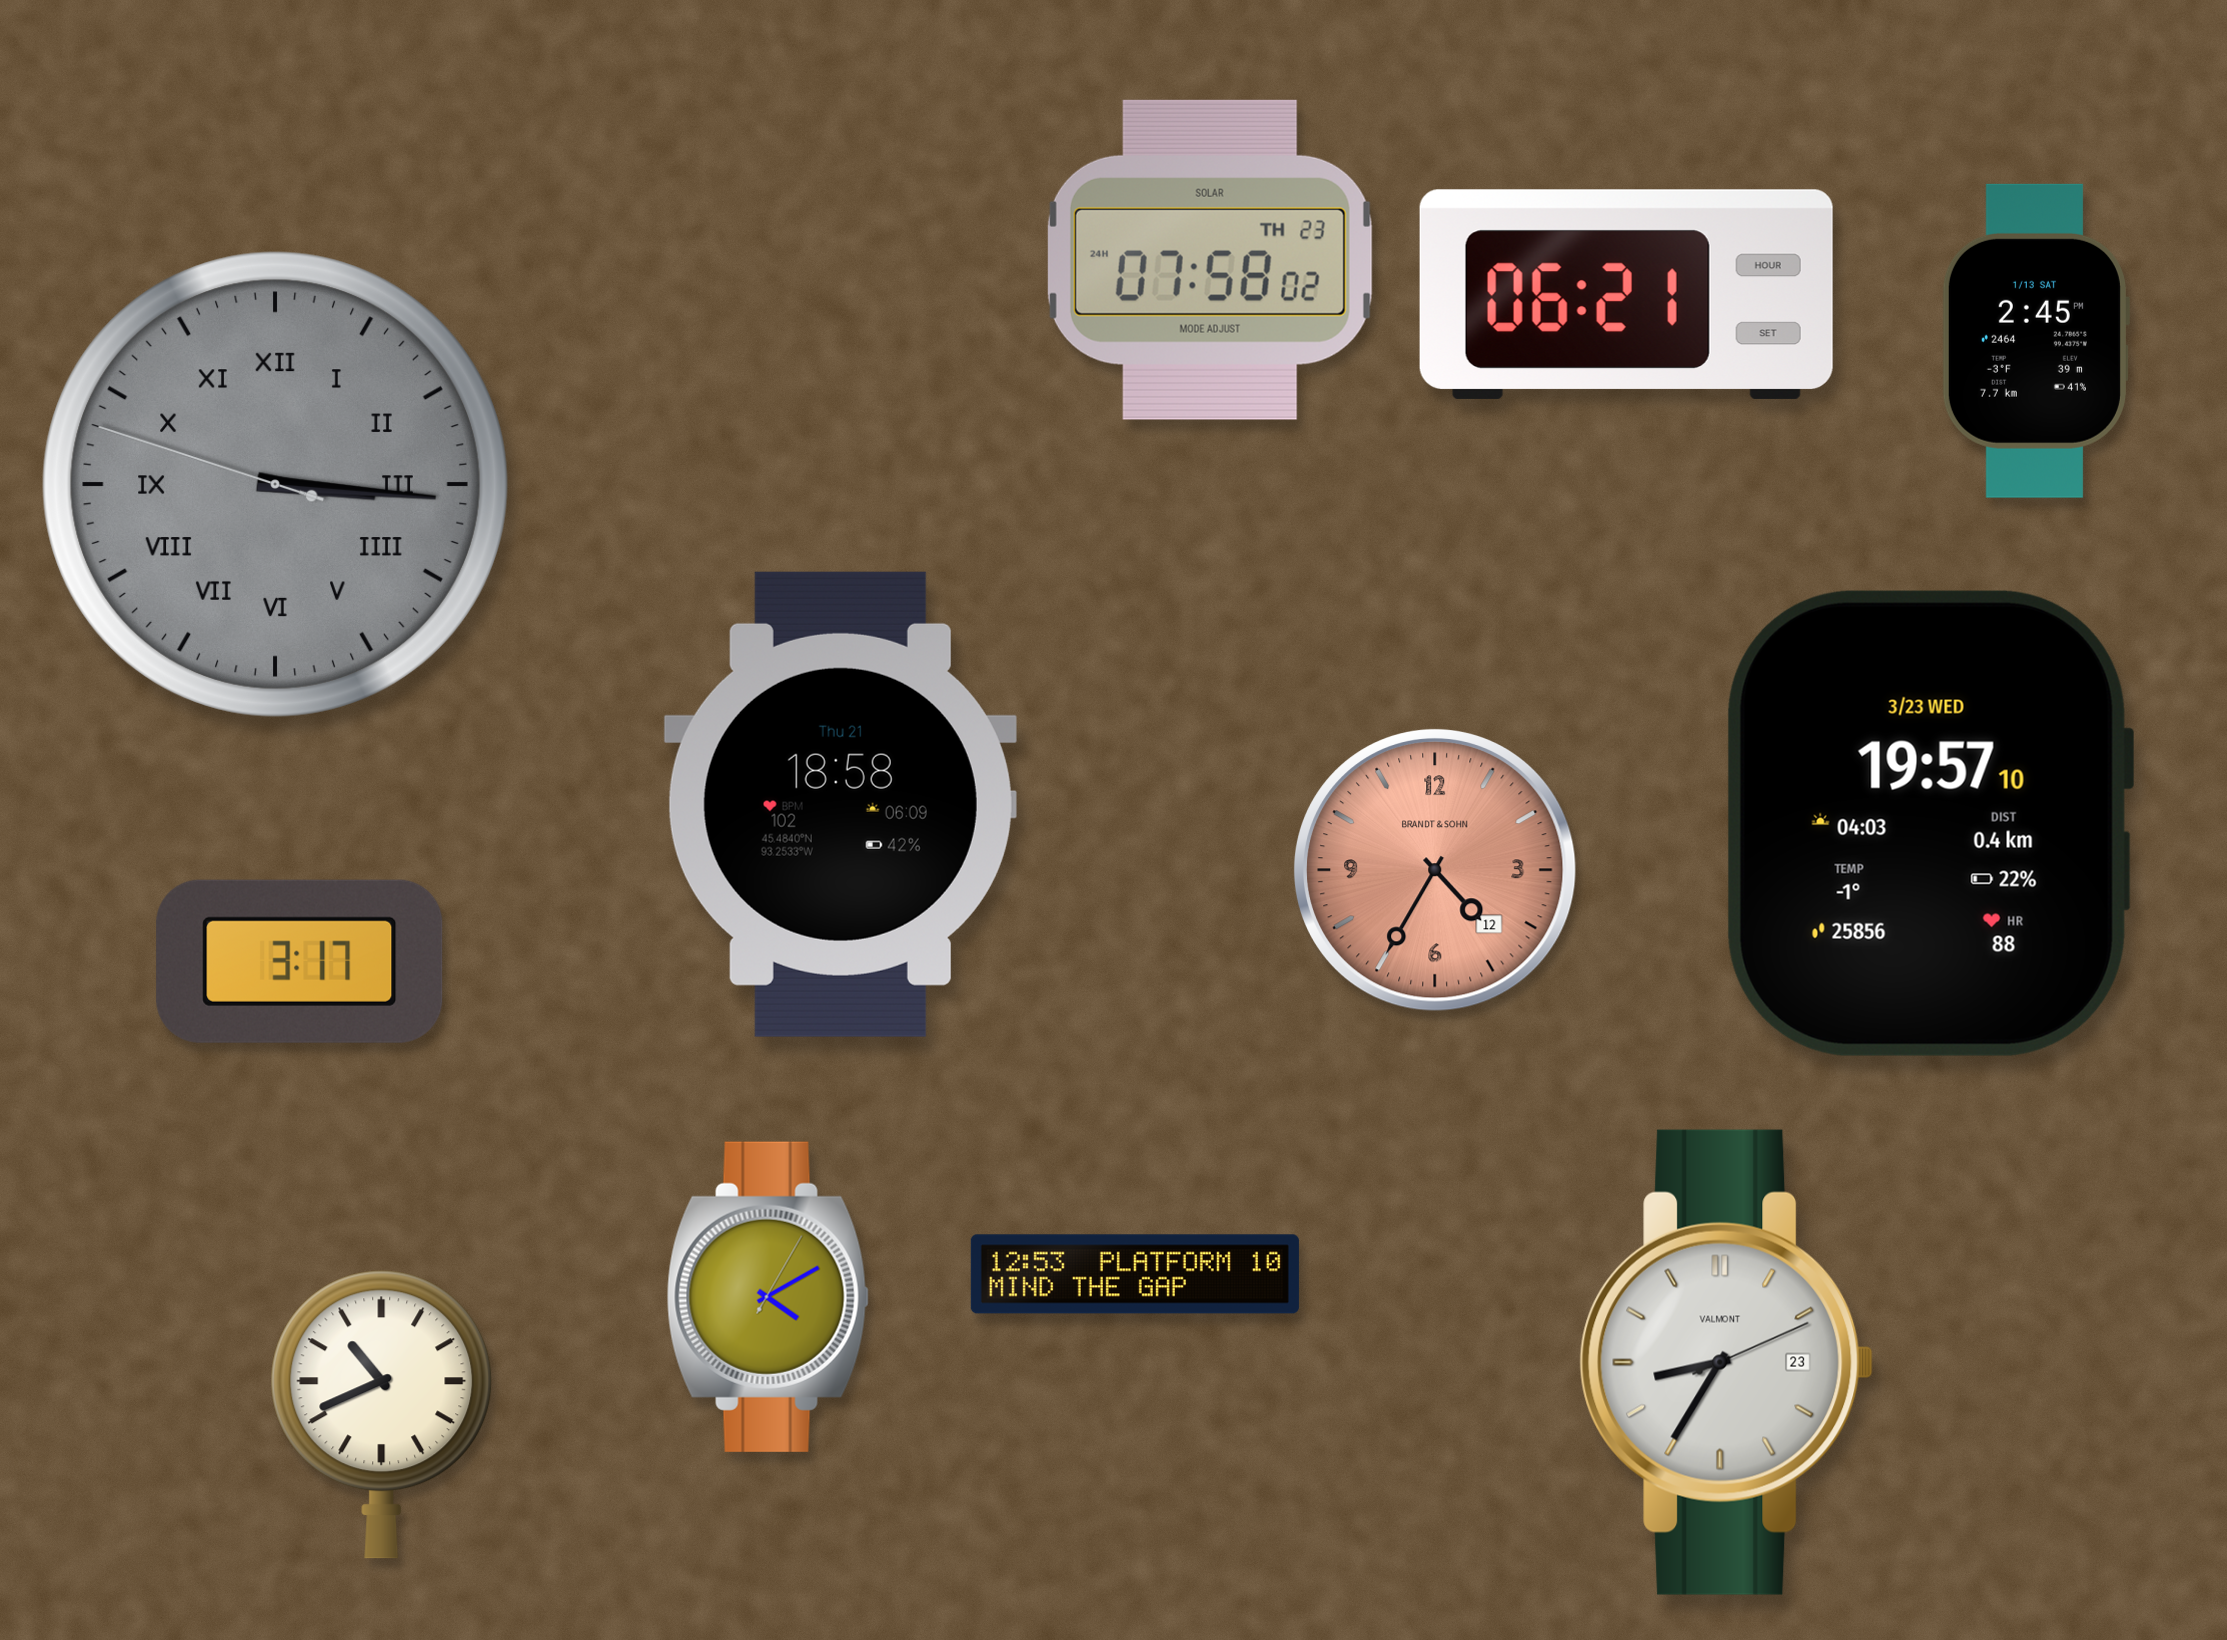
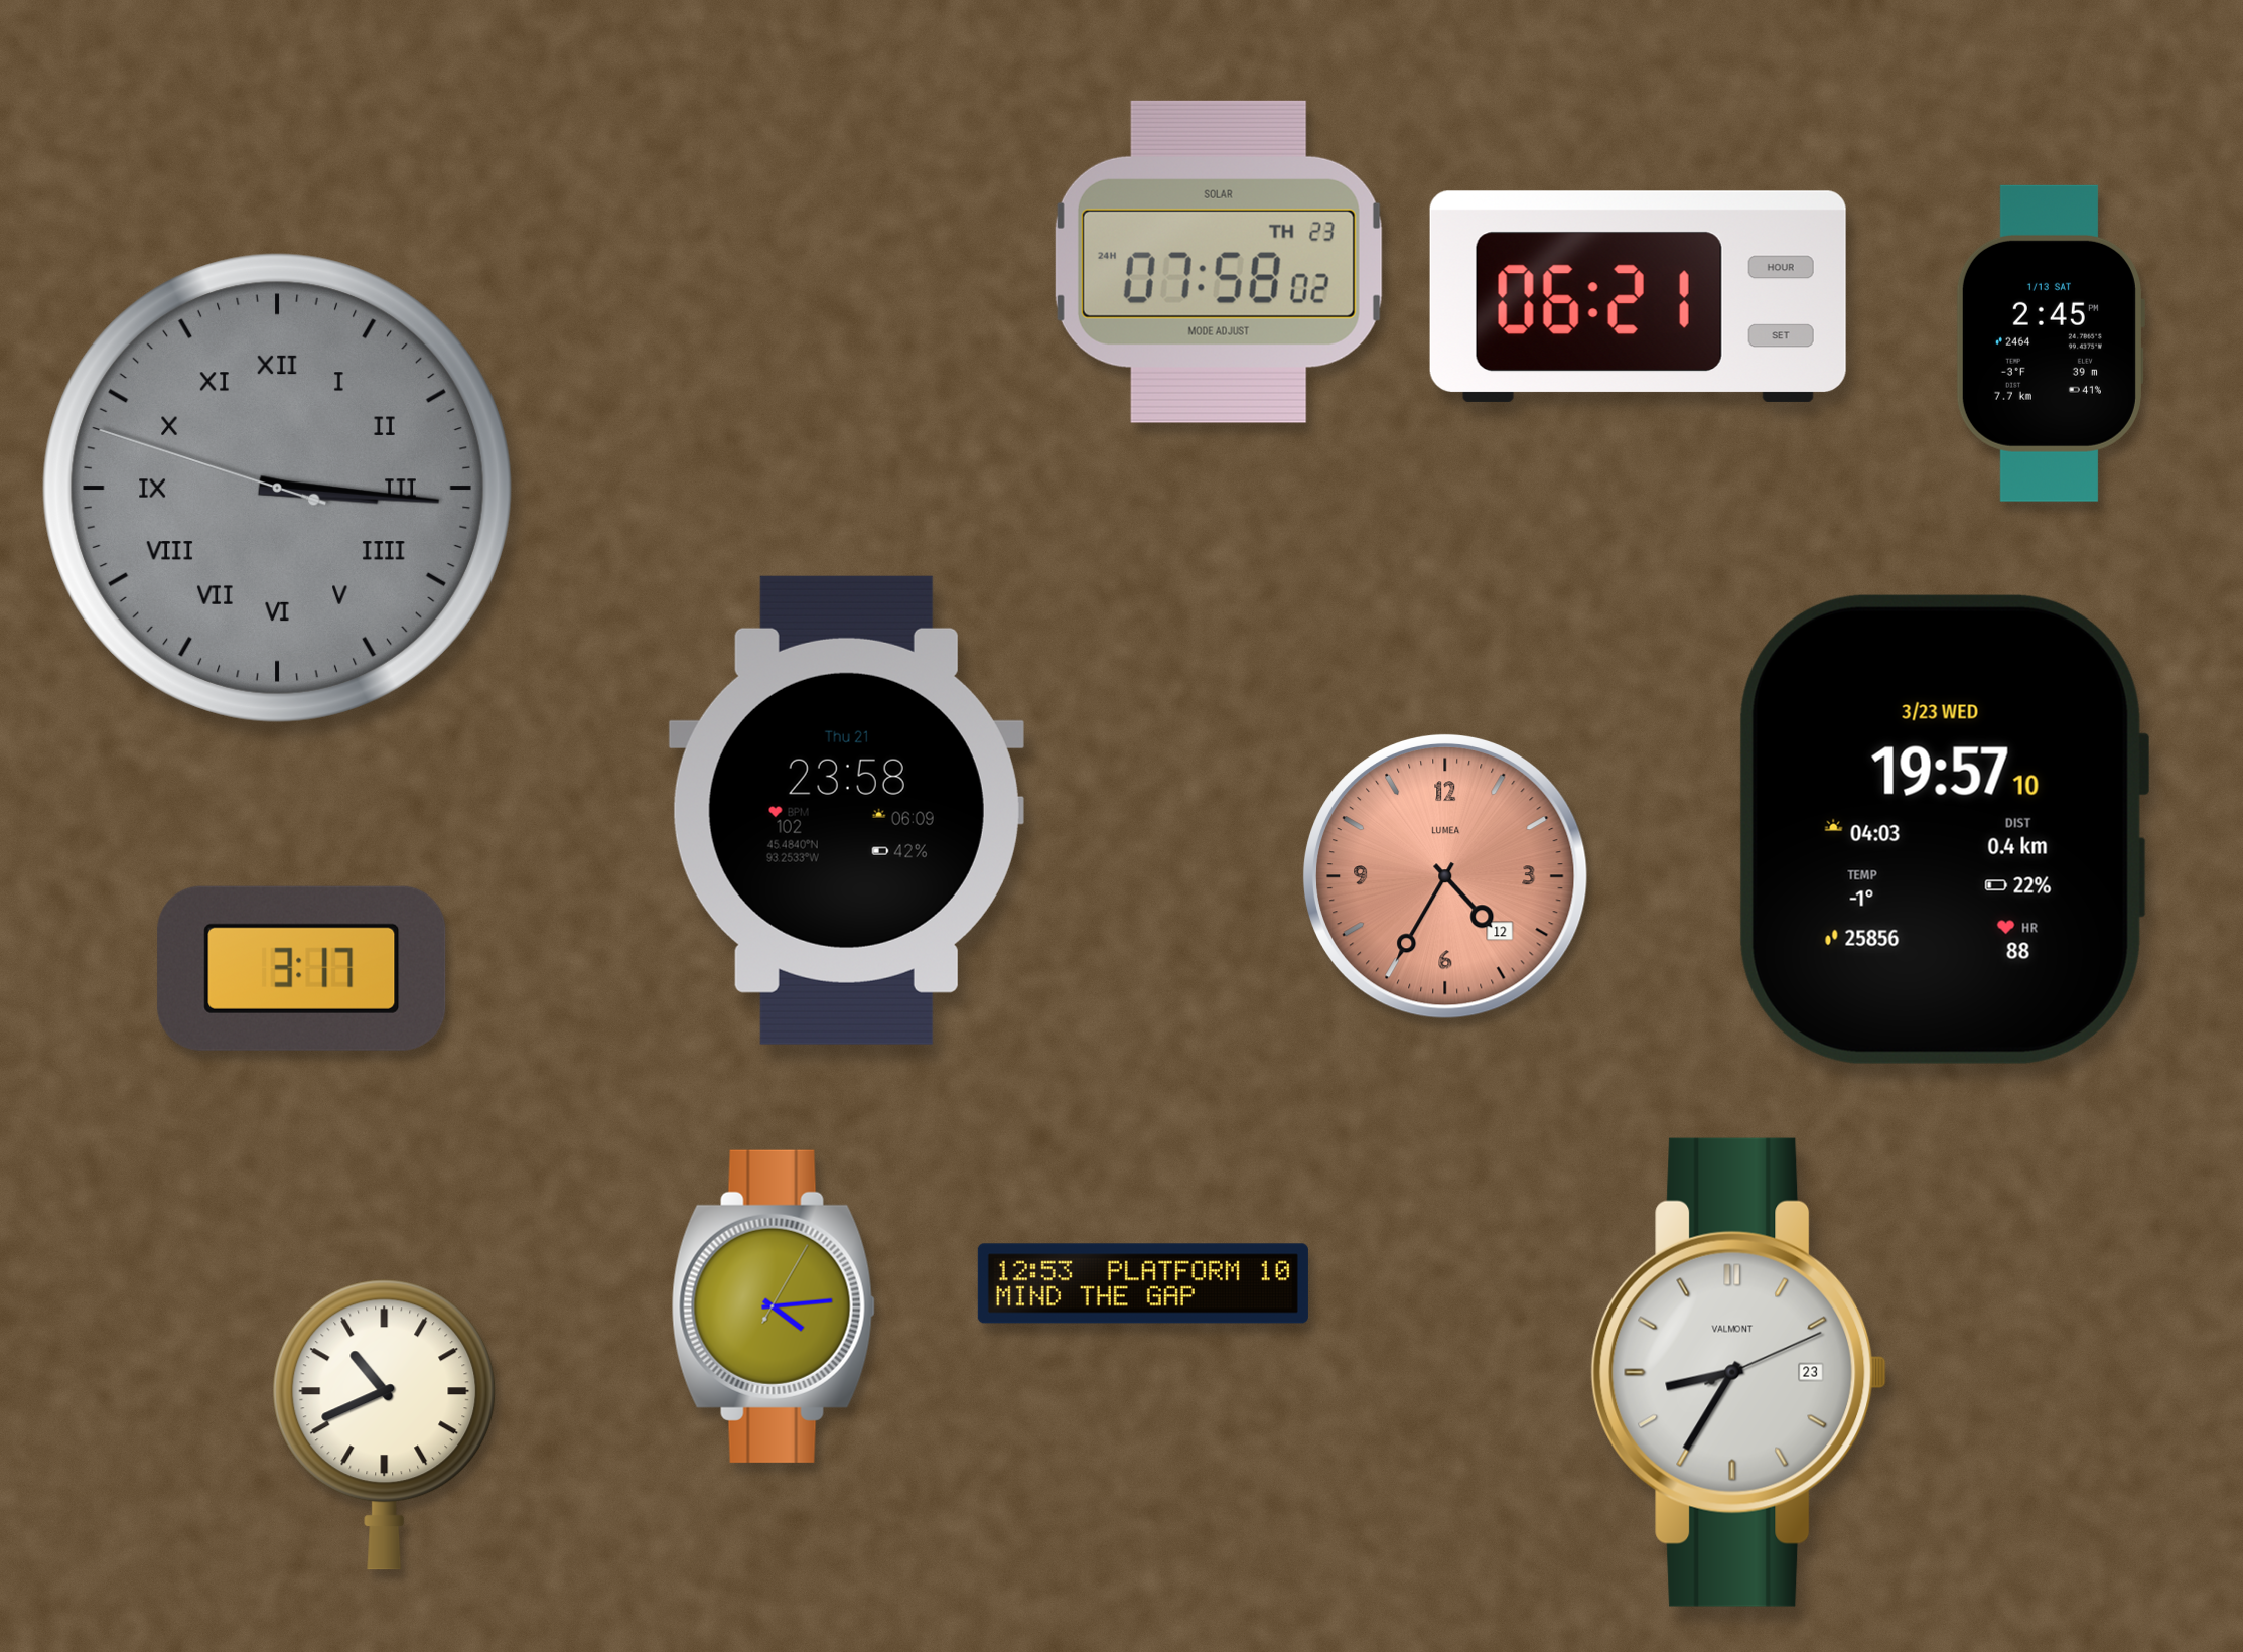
clock at (840, 804): 18:58 -> 23:58
clock at (1435, 870) brand: BRANDT & SOHN -> LUMEA
clock at (768, 1297): 4:10 -> 4:14
